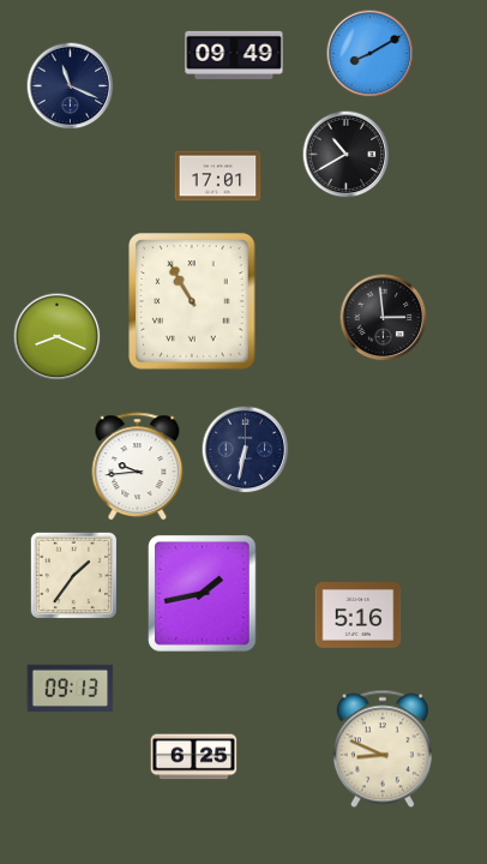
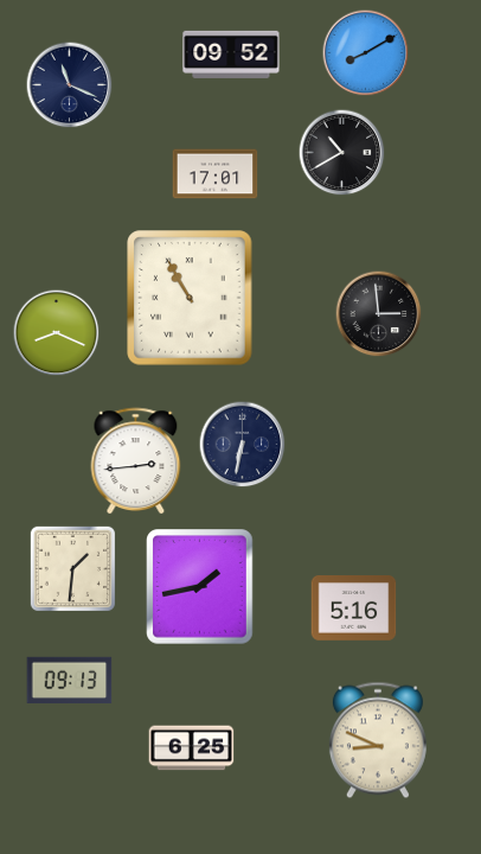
clock at (234, 55): 09:49 -> 09:52
clock at (138, 467): 9:44 -> 2:44
clock at (73, 575): 1:36 -> 1:31
